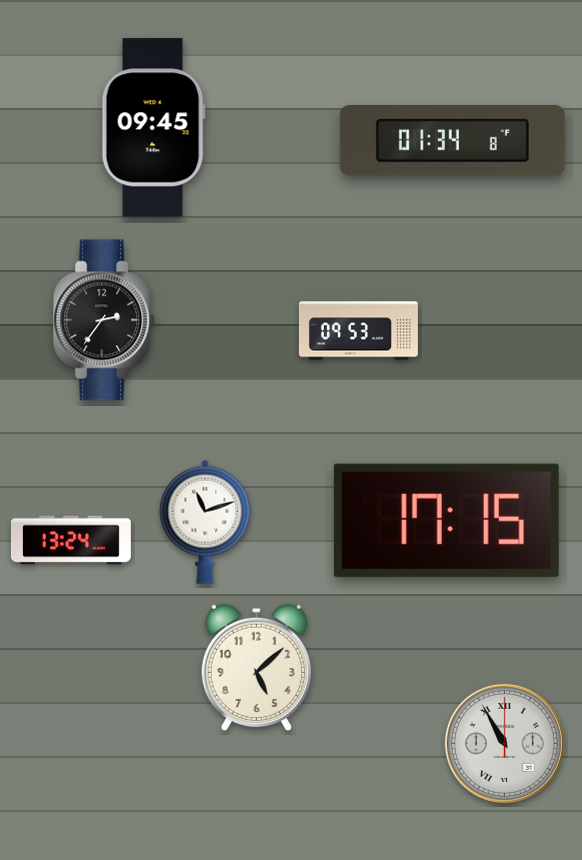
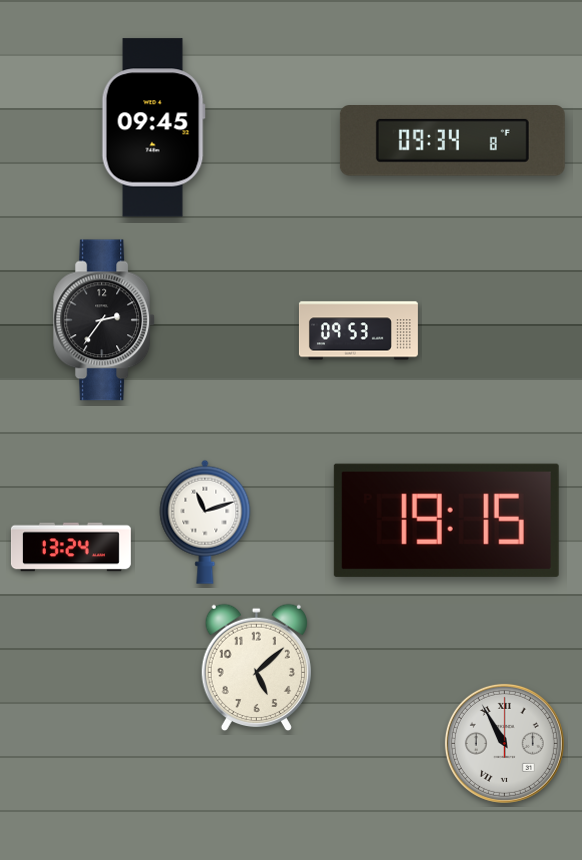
clock at (452, 141): 01:34 -> 09:34
clock at (446, 520): 17:15 -> 19:15
clock at (71, 540) position: (71, 540) -> (71, 547)
